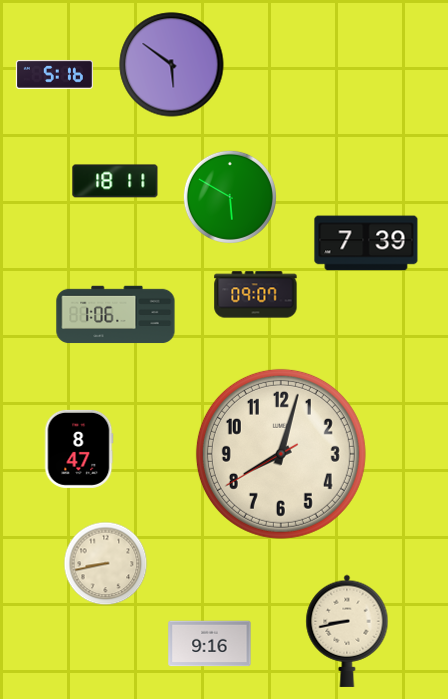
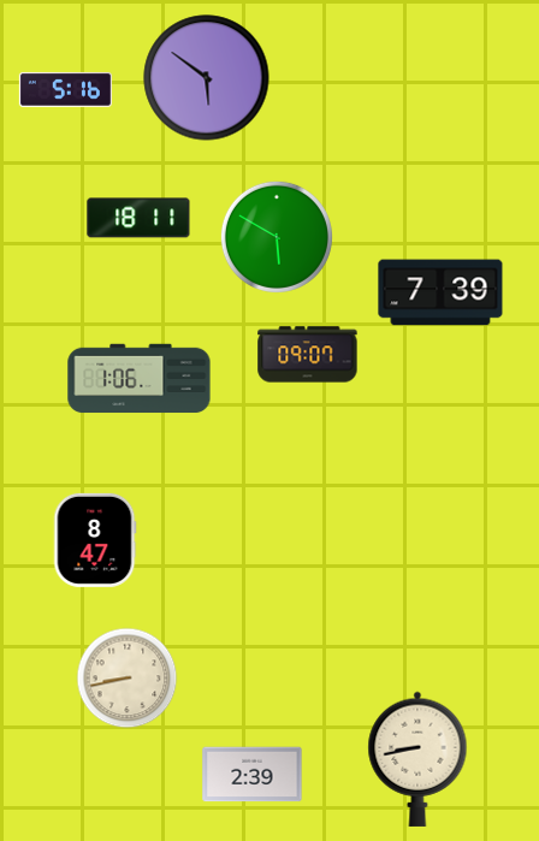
clock at (281, 454): 8:02 -> none
clock at (210, 644): 9:16 -> 2:39
